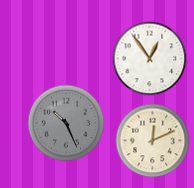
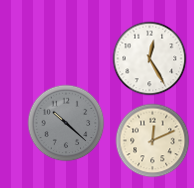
clock at (150, 59): 12:54 -> 12:25
clock at (66, 123): 10:26 -> 10:22
